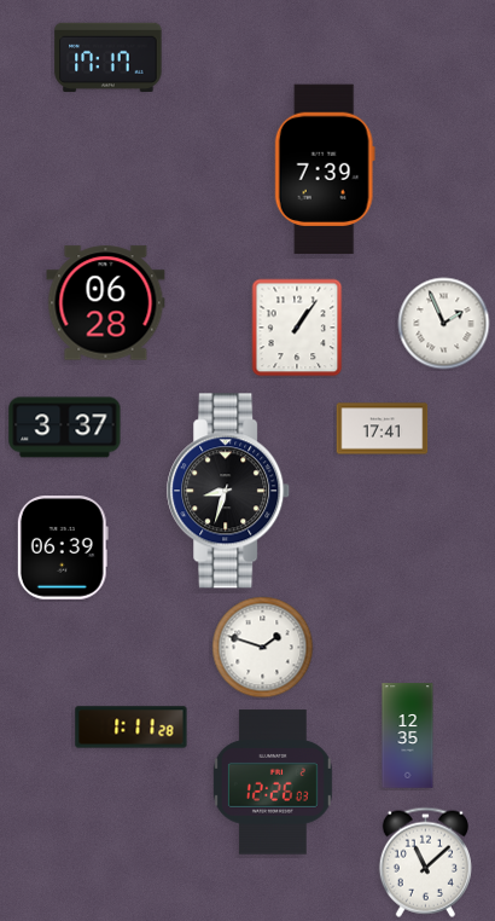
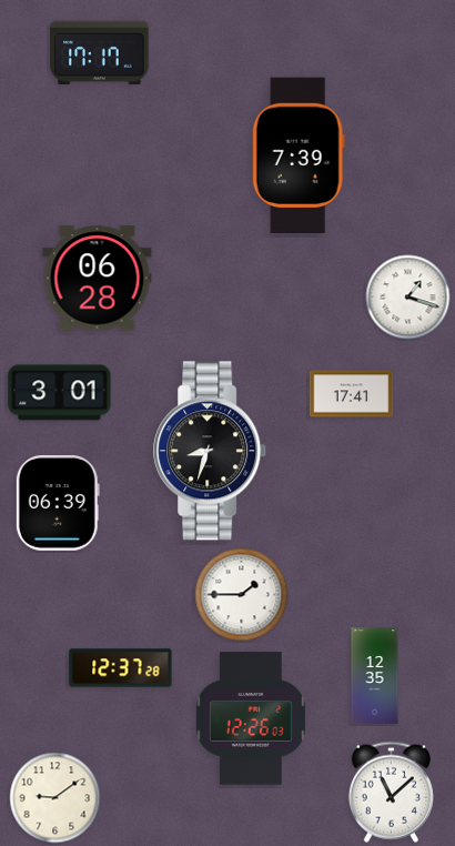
clock at (444, 324): 1:56 -> 1:18
clock at (297, 328): 1:06 -> none
clock at (65, 428): 3:37 -> 3:01
clock at (263, 648): 1:48 -> 1:45
clock at (132, 728): 1:11 -> 12:37
clock at (55, 798): none -> 9:09
